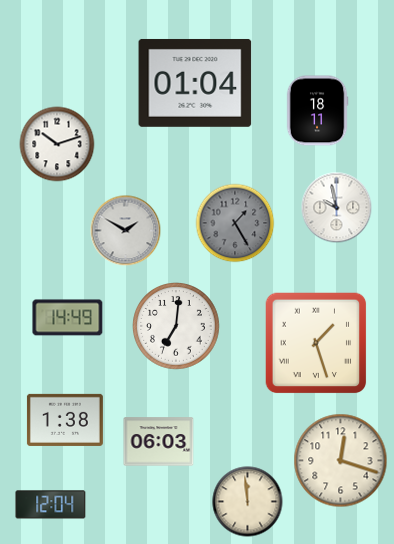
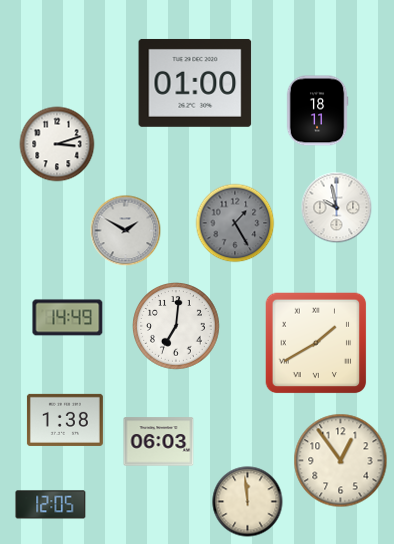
clock at (195, 83): 01:04 -> 01:00
clock at (57, 144): 10:12 -> 3:12
clock at (316, 343): 1:27 -> 1:40
clock at (341, 461): 12:18 -> 12:54
clock at (51, 505): 12:04 -> 12:05
